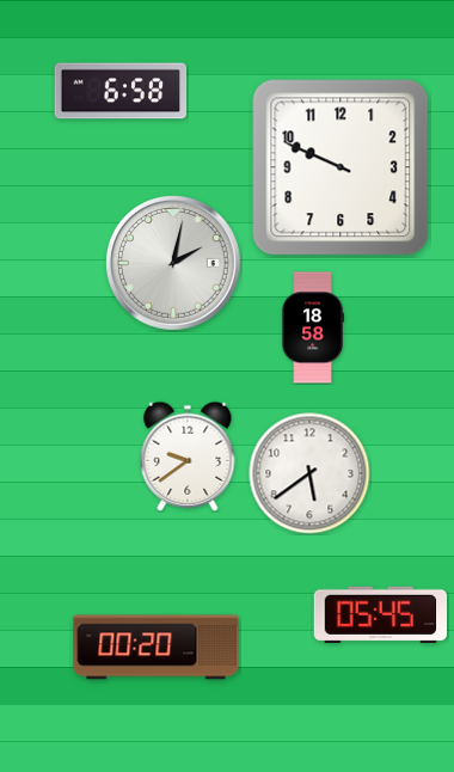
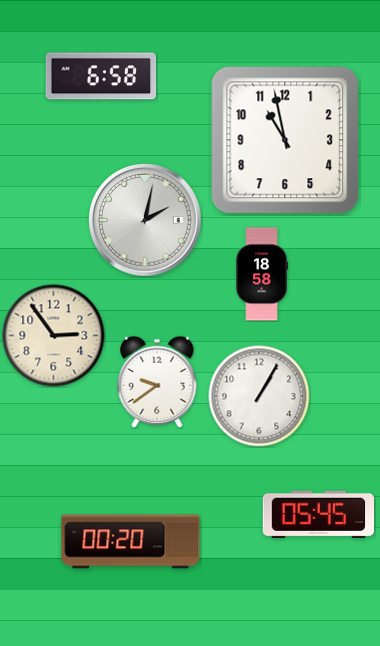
clock at (340, 167): 9:49 -> 10:58
clock at (54, 336): none -> 2:54
clock at (309, 473): 5:39 -> 1:05
